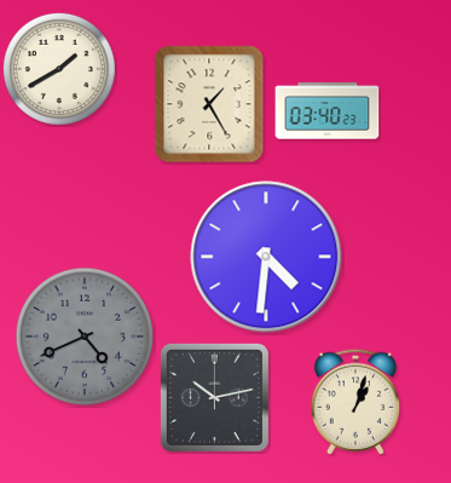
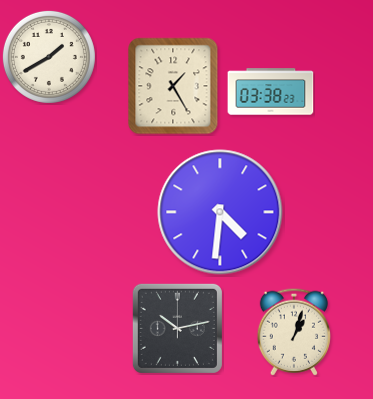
clock at (328, 111): 03:40 -> 03:38
clock at (83, 335): 4:41 -> none
